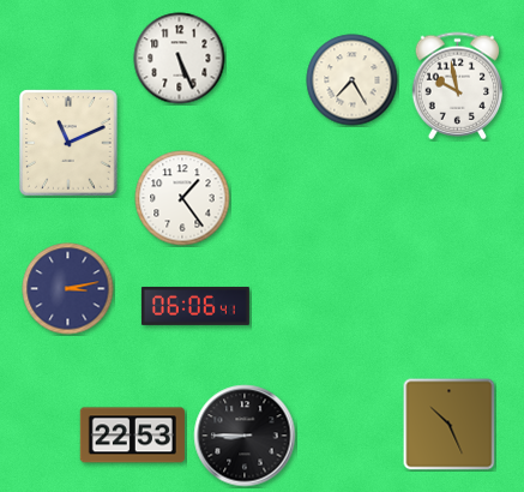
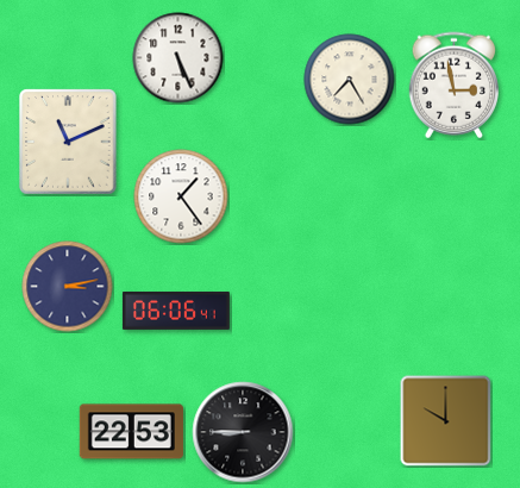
clock at (457, 86): 9:58 -> 2:58
clock at (195, 306) position: (195, 306) -> (176, 311)
clock at (450, 425): 10:26 -> 10:00
